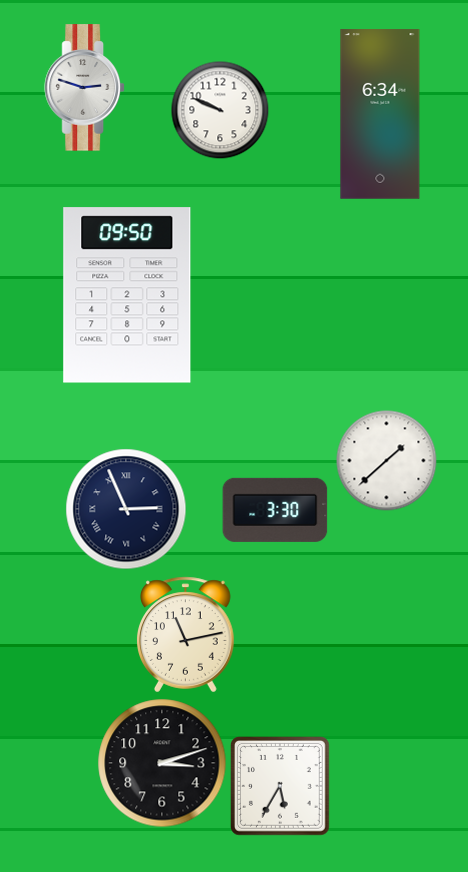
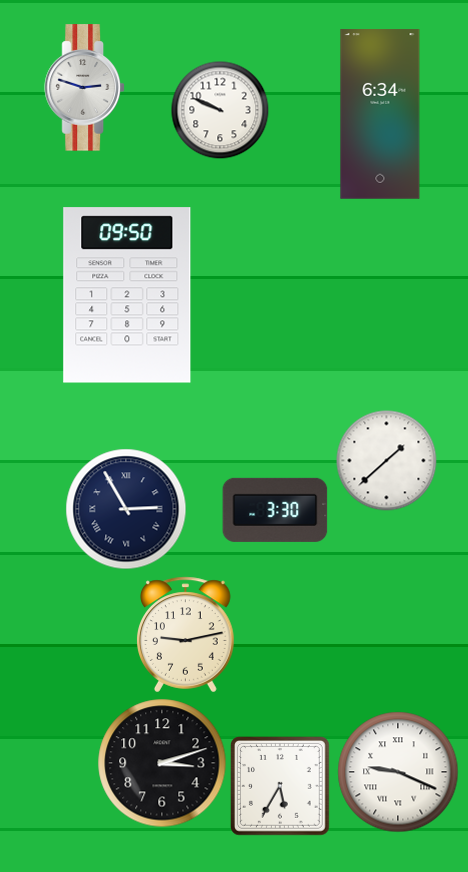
clock at (126, 509): 2:56 -> 2:55
clock at (186, 635): 11:13 -> 9:13
clock at (398, 772): none -> 9:19
